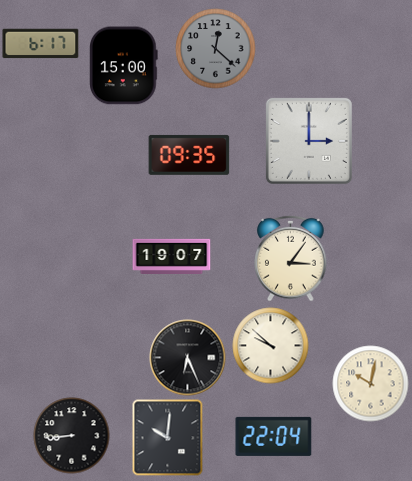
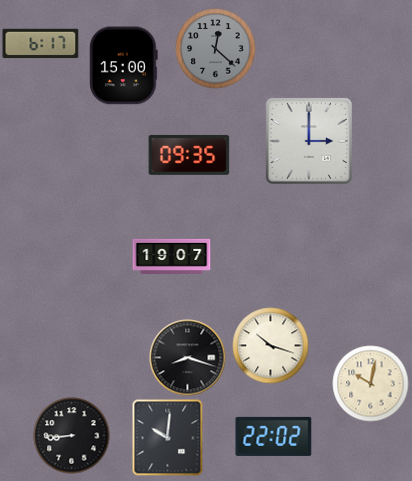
clock at (291, 258): 3:06 -> none
clock at (271, 346): 9:52 -> 10:18
clock at (188, 358): 6:26 -> 8:18
clock at (274, 436): 22:04 -> 22:02
